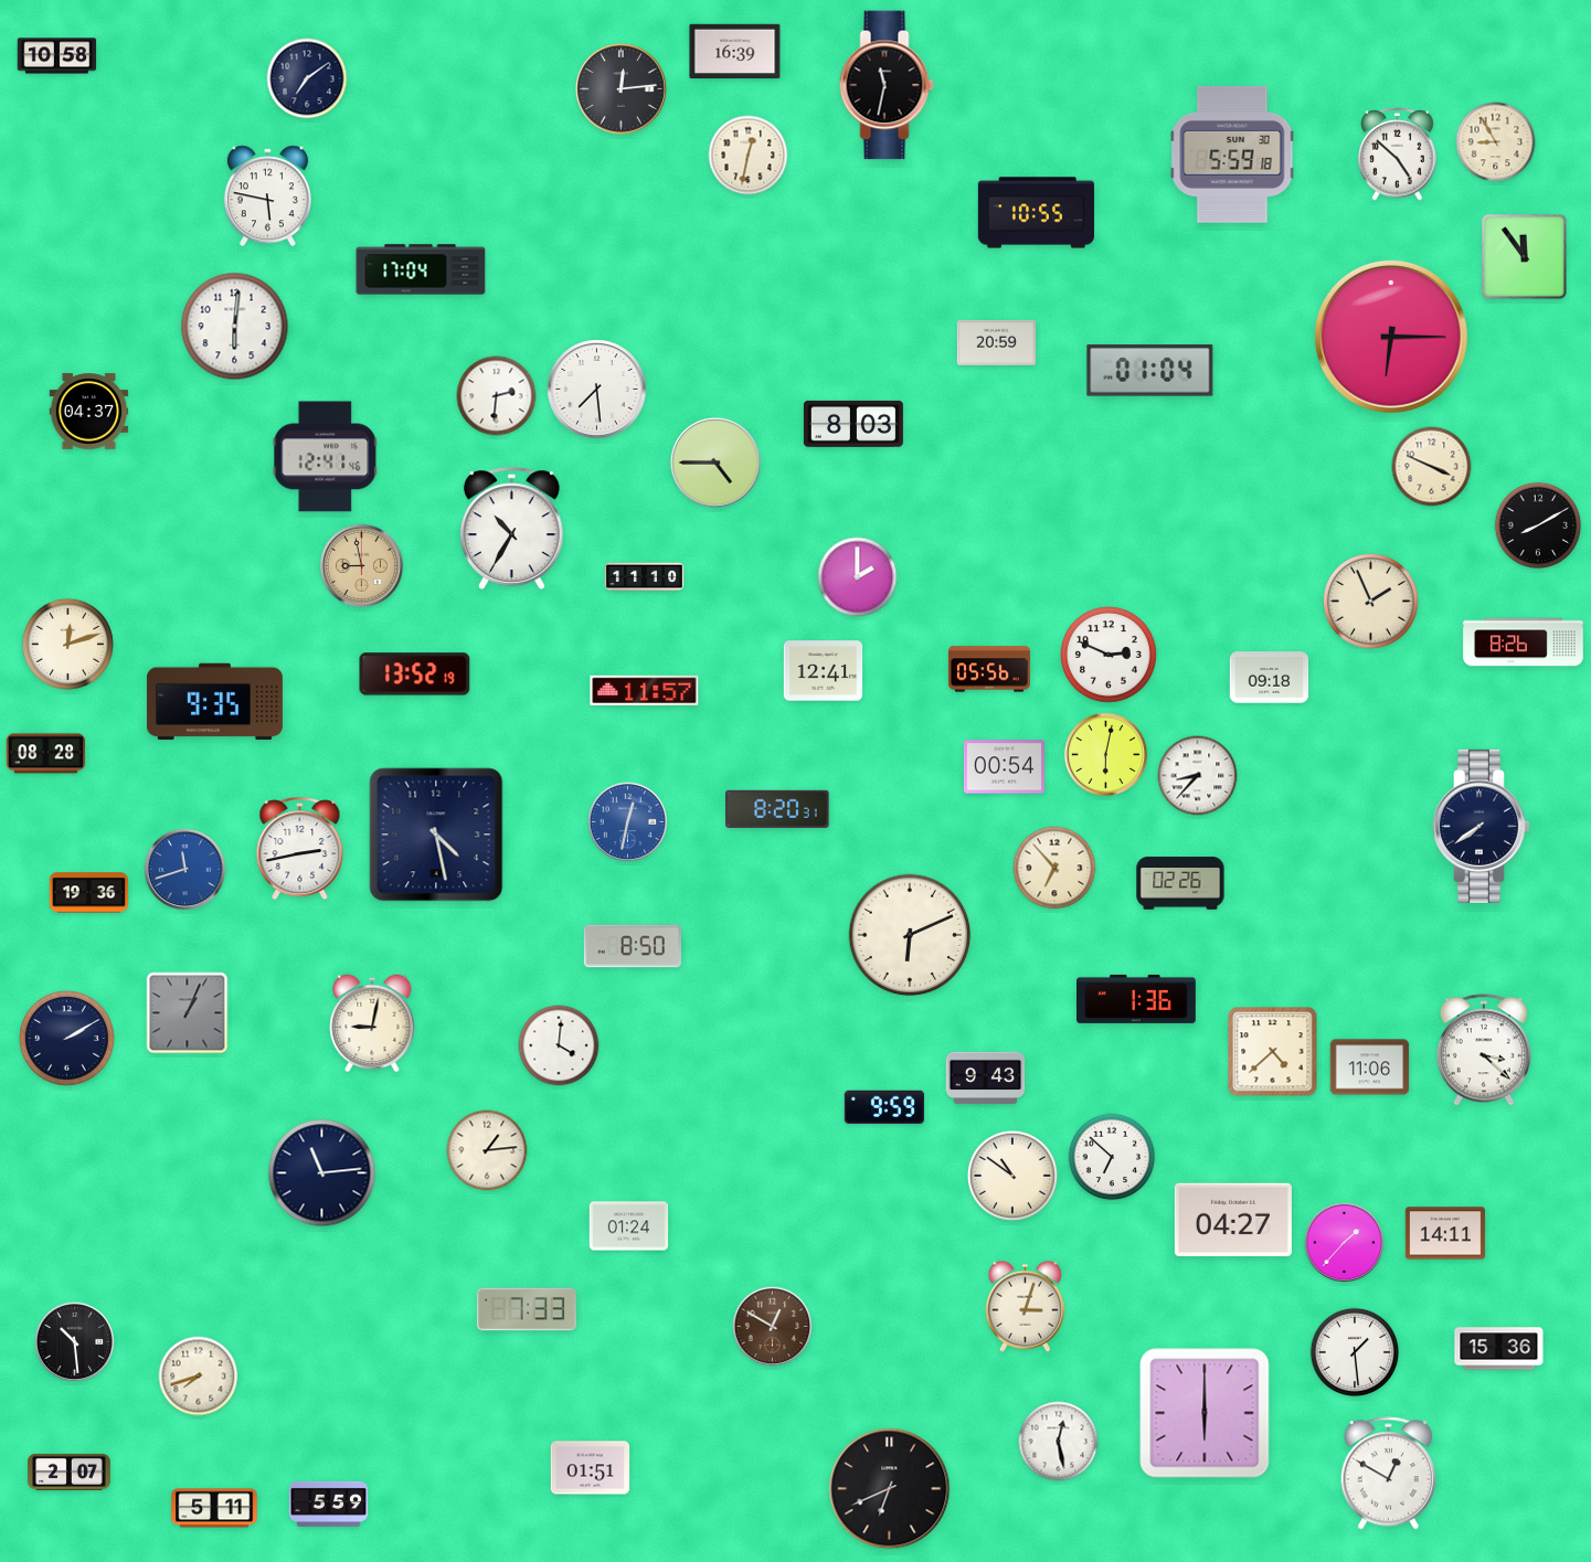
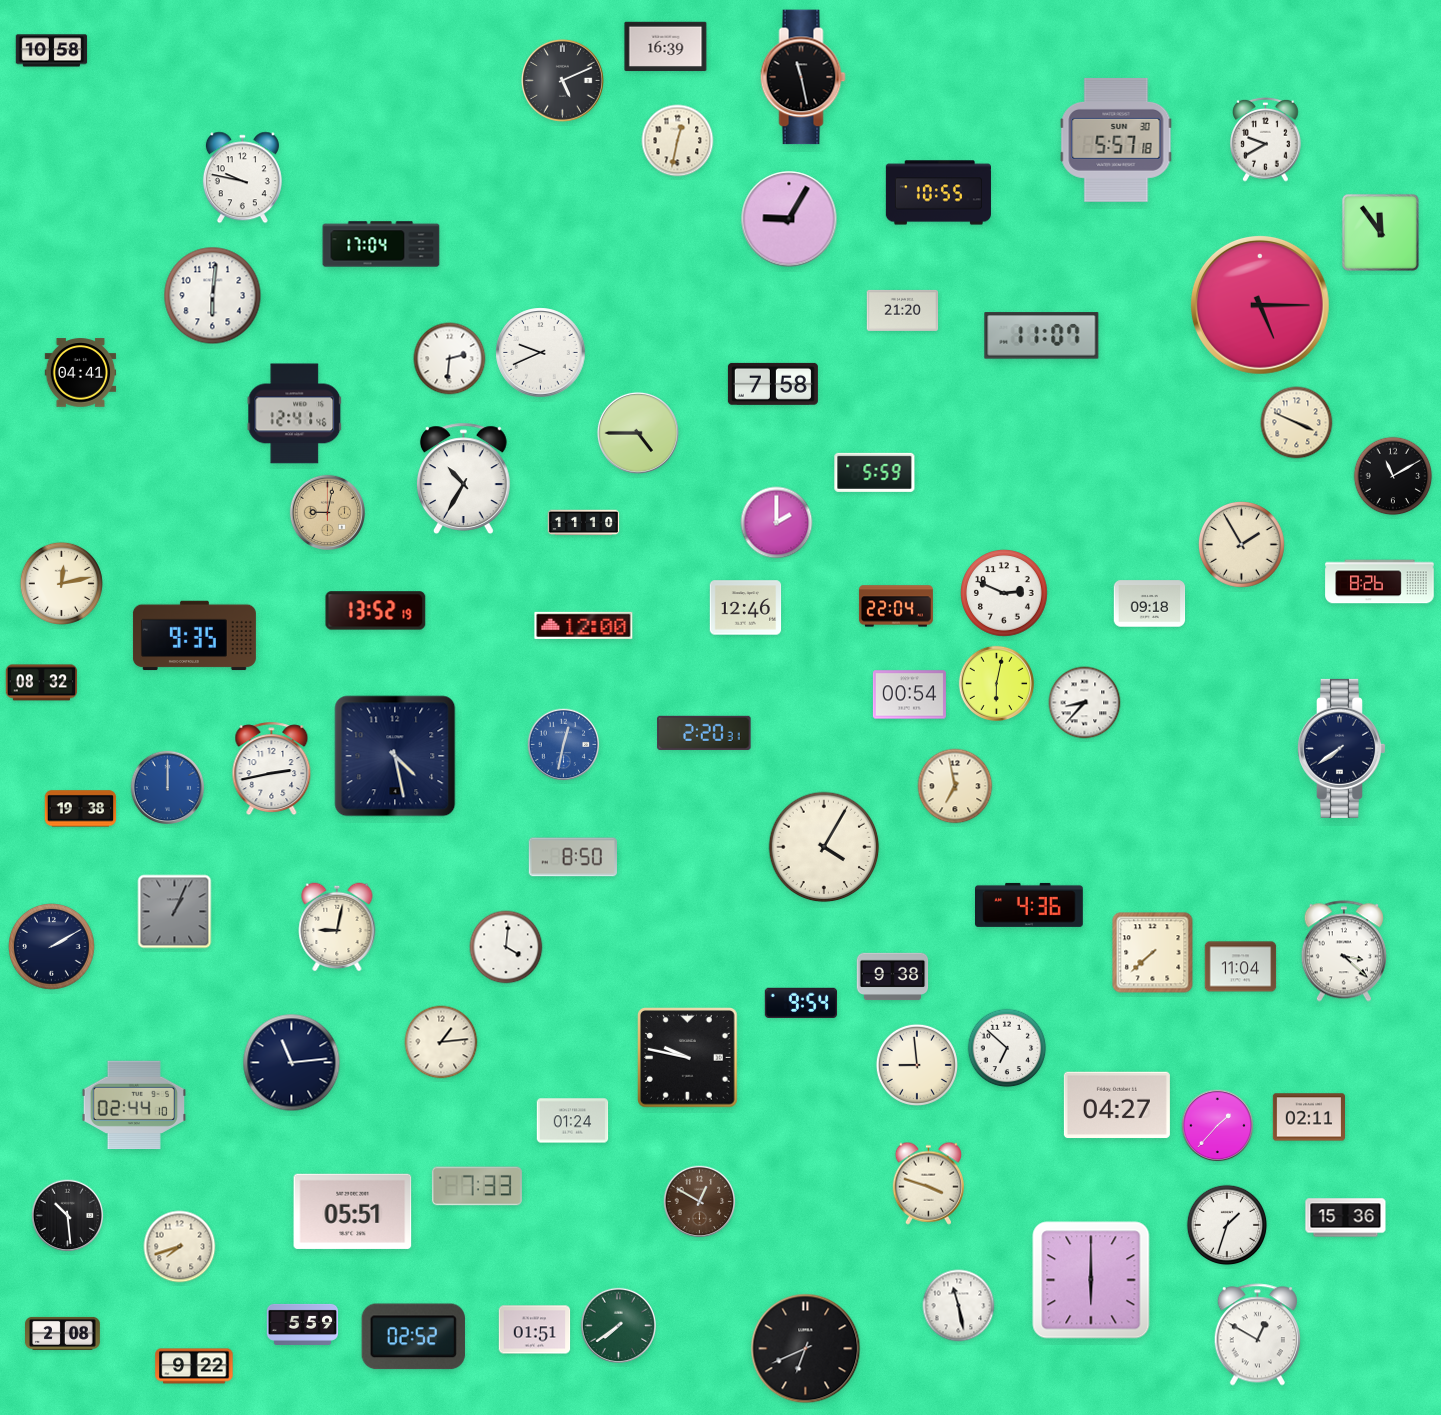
clock at (307, 78): 7:09 -> none
clock at (887, 85): 11:32 -> 11:28
clock at (621, 88): 12:14 -> 5:11
clock at (1496, 142): 8:55 -> none
clock at (1398, 153): 4:52 -> 9:40
clock at (1232, 155): 5:59 -> 5:57
clock at (267, 196): 5:47 -> 9:47
clock at (789, 219): none -> 9:05
clock at (1391, 337): 6:15 -> 5:15
clock at (997, 342): 20:59 -> 21:20
clock at (1150, 371): 01:04 -> 11:07
clock at (597, 390): 7:29 -> 9:41
clock at (89, 412): 04:37 -> 04:41
clock at (853, 424): 8:03 -> 7:58
clock at (715, 463) position: (715, 463) -> (638, 433)
clock at (875, 472): none -> 5:59
clock at (1538, 525): 8:10 -> 11:10
clock at (361, 565): 8:58 -> 9:02
clock at (1371, 602): 1:56 -> 1:55
clock at (67, 644): 12:12 -> 12:13
clock at (989, 669): 05:56 -> 22:04
clock at (824, 671): 12:41 -> 12:46
clock at (1270, 678) position: (1270, 678) -> (1150, 604)
clock at (645, 690): 11:57 -> 12:00
clock at (46, 754): 08:28 -> 08:32
clock at (1105, 754) position: (1105, 754) -> (996, 683)
clock at (777, 809): 8:20 -> 2:20
clock at (628, 822) position: (628, 822) -> (564, 745)
clock at (1054, 868): 6:53 -> 6:58
clock at (185, 870): 11:42 -> 12:00
clock at (1180, 883): 02:26 -> none
clock at (89, 893): 19:36 -> 19:38
clock at (910, 935): 6:11 -> 4:05
clock at (1137, 999): 1:36 -> 4:36
clock at (188, 1013) position: (188, 1013) -> (175, 912)
clock at (67, 1039) position: (67, 1039) -> (52, 947)
clock at (1273, 1052): 4:38 -> 7:38
clock at (1370, 1067): 11:06 -> 11:04
clock at (986, 1078): 9:43 -> 9:38
clock at (884, 1107): 9:59 -> 9:54
clock at (688, 1058): none -> 9:47
clock at (1012, 1176): 10:51 -> 8:59
clock at (133, 1104): none -> 02:44
clock at (629, 1226) position: (629, 1226) -> (573, 1121)
clock at (1444, 1233): 14:11 -> 02:11
clock at (1025, 1306): 3:03 -> 3:48
clock at (353, 1211): none -> 05:51
clock at (1499, 1349) position: (1499, 1349) -> (1346, 1218)
clock at (1355, 1352): 1:29 -> 1:33
clock at (1059, 1442): 12:28 -> 11:28
clock at (618, 1325): none -> 7:39
clock at (70, 1471): 2:07 -> 2:08
clock at (413, 1337): none -> 02:52
clock at (329, 1503) position: (329, 1503) -> (303, 1324)
clock at (214, 1508): 5:11 -> 9:22
